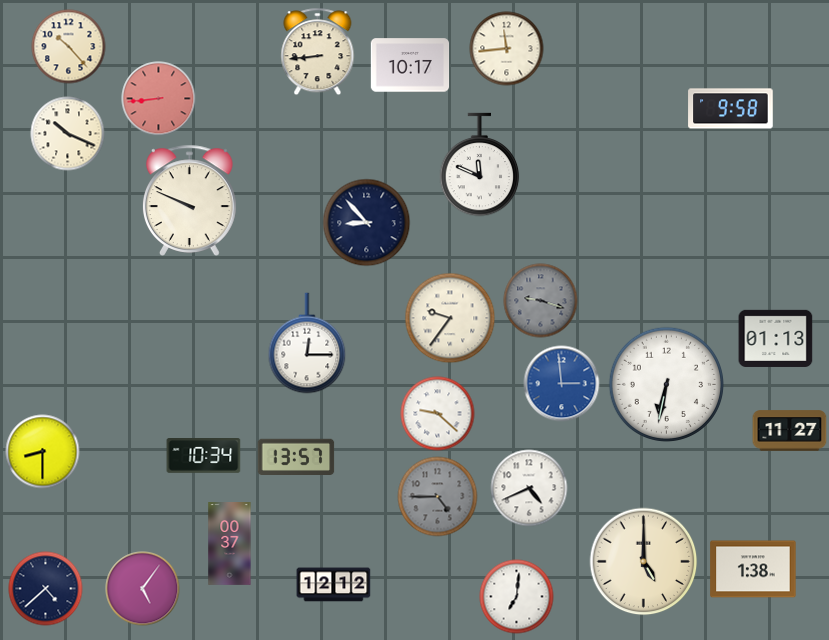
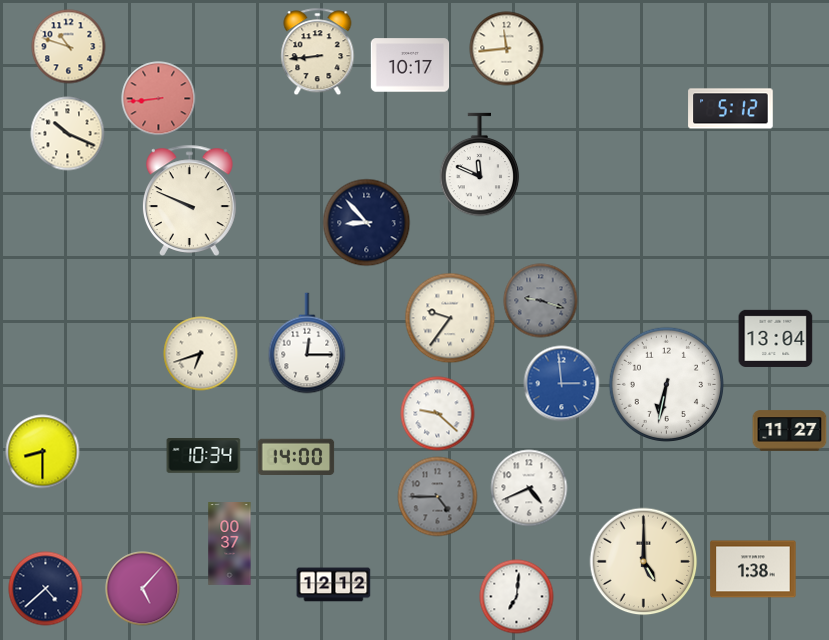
clock at (69, 47): 10:23 -> 10:48
clock at (731, 109): 9:58 -> 5:12
clock at (776, 338): 01:13 -> 13:04
clock at (201, 354): none -> 6:42
clock at (296, 456): 13:57 -> 14:00
clock at (143, 589): 5:06 -> 5:07
